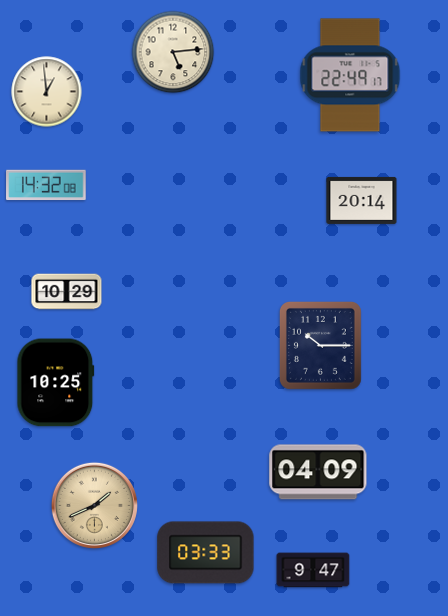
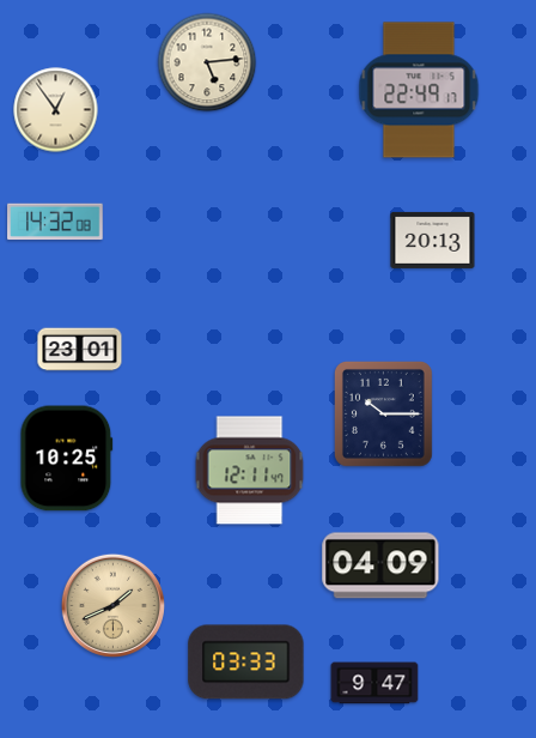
clock at (47, 92): 12:59 -> 12:54
clock at (362, 200): 20:14 -> 20:13
clock at (67, 292): 10:29 -> 23:01
clock at (250, 471): none -> 12:11
